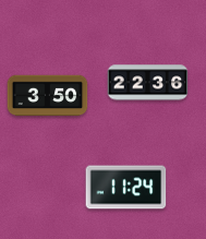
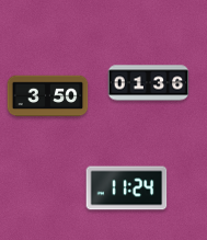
clock at (148, 83): 22:36 -> 01:36
